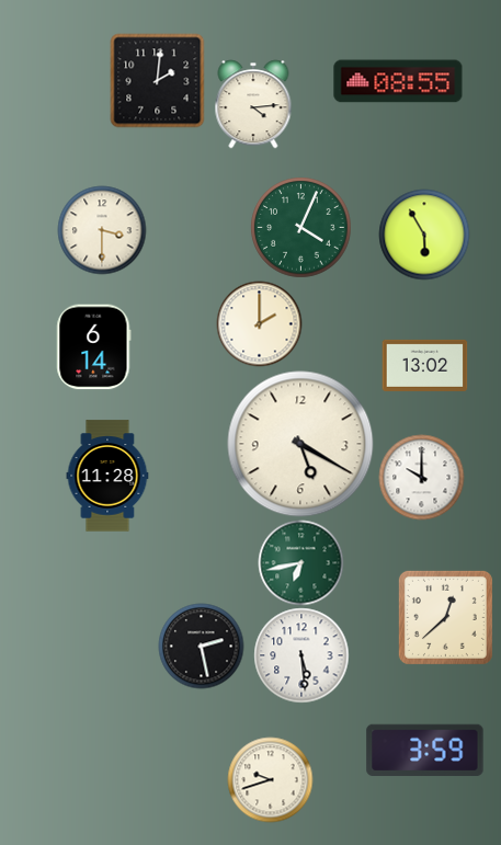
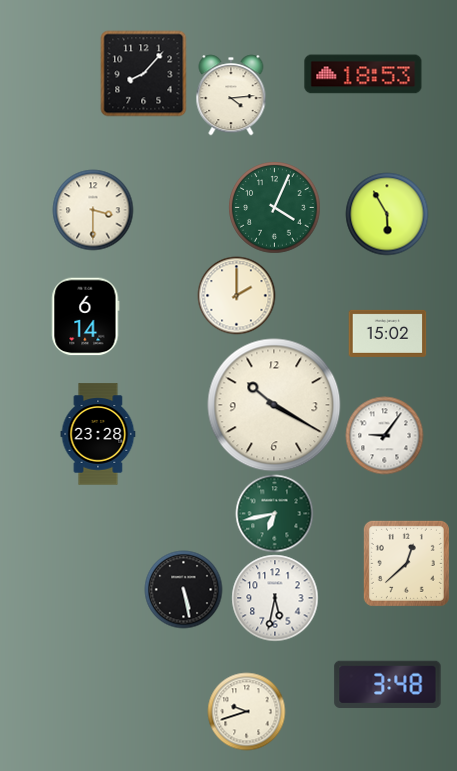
clock at (157, 80): 2:01 -> 8:07
clock at (398, 81): 08:55 -> 18:53
clock at (424, 365): 13:02 -> 15:02
clock at (300, 444): 5:20 -> 10:20
clock at (107, 476): 11:28 -> 23:28
clock at (421, 477): 10:00 -> 9:06
clock at (201, 646): 2:28 -> 5:28
clock at (301, 655): 5:29 -> 5:32
clock at (425, 751): 3:59 -> 3:48
